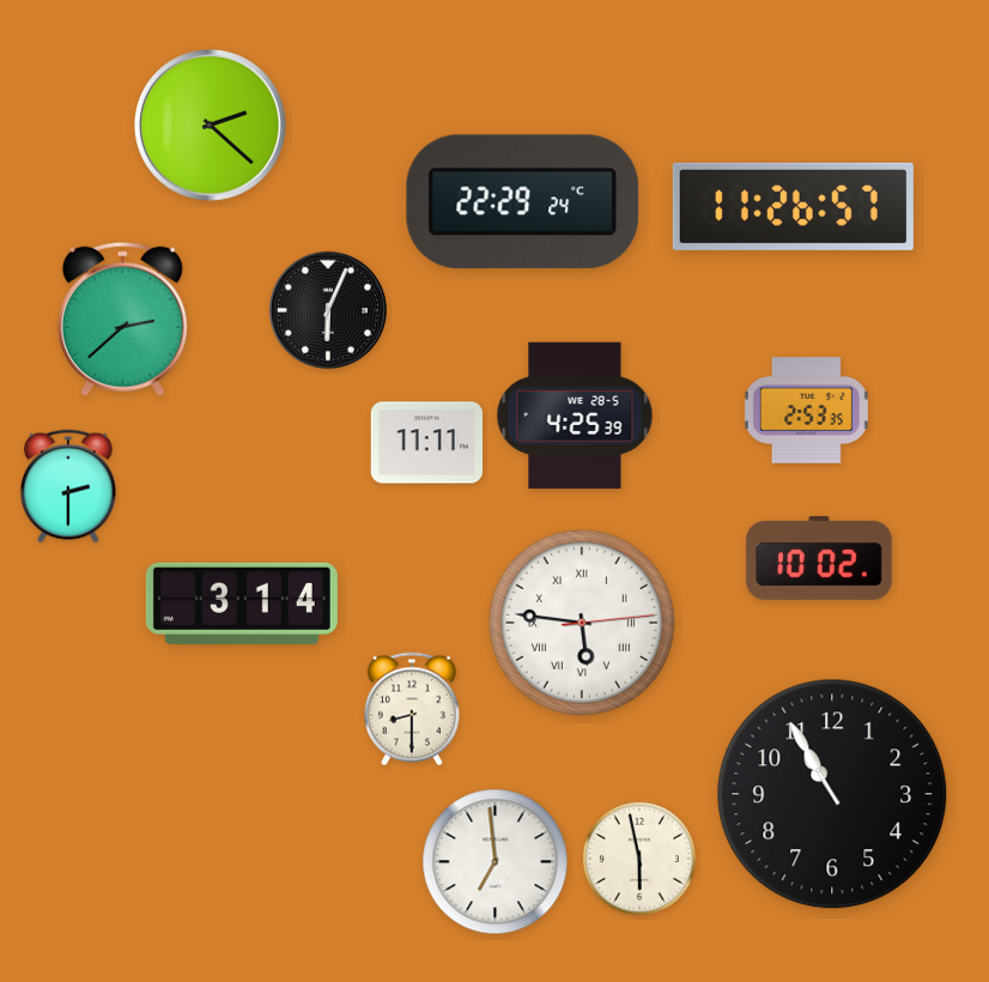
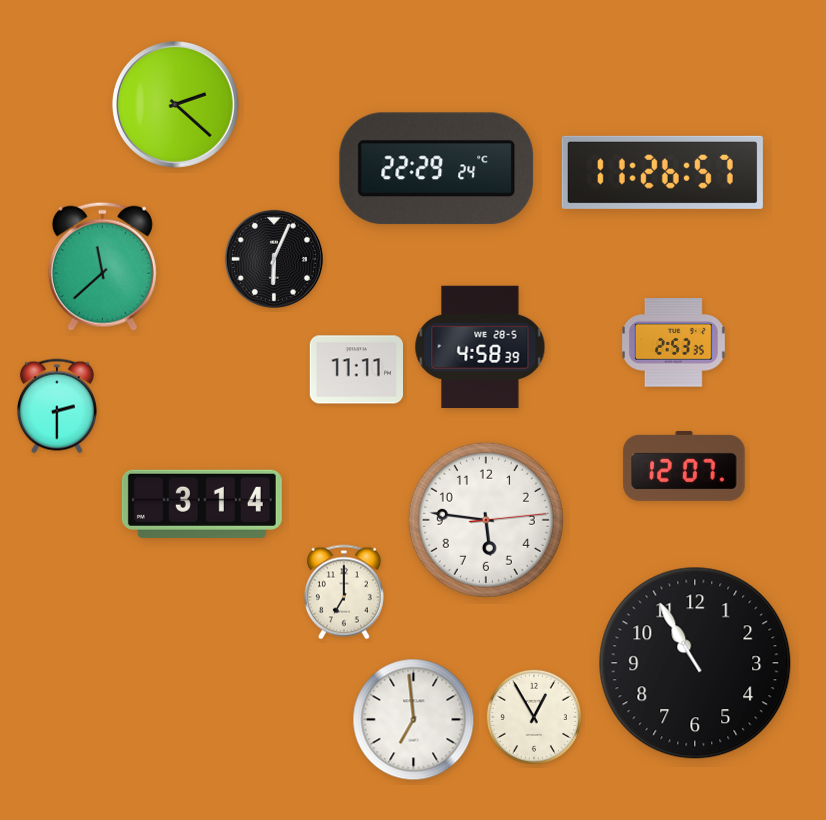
clock at (122, 319): 2:38 -> 11:38
clock at (575, 416): 4:25 -> 4:58
clock at (819, 558): 10:02 -> 12:07
clock at (582, 623) numerals: Roman -> Arabic
clock at (412, 709): 8:30 -> 7:00
clock at (639, 859): 5:58 -> 12:55
